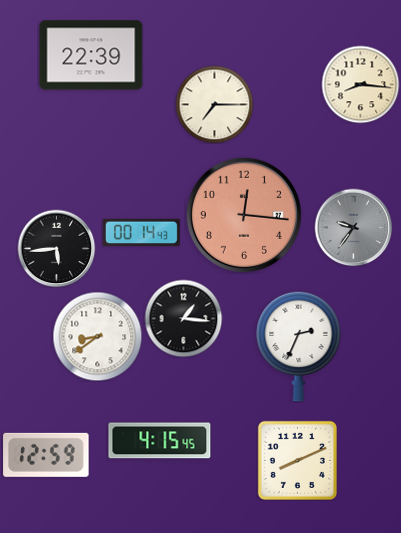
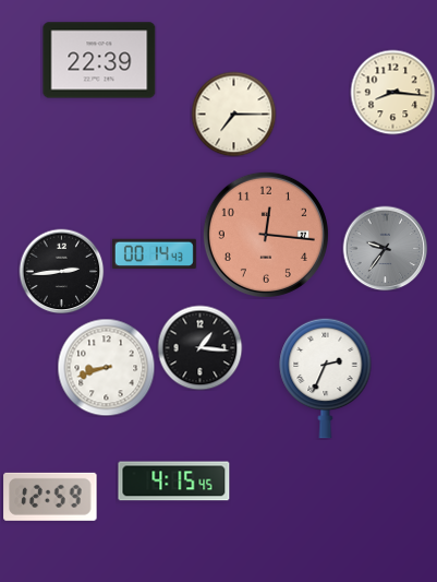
clock at (56, 248): 5:44 -> 2:44
clock at (97, 336): 8:39 -> 8:42
clock at (297, 460): 8:11 -> none
